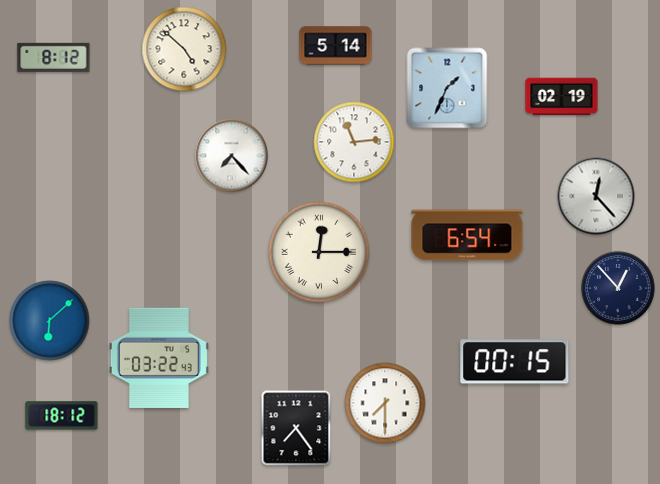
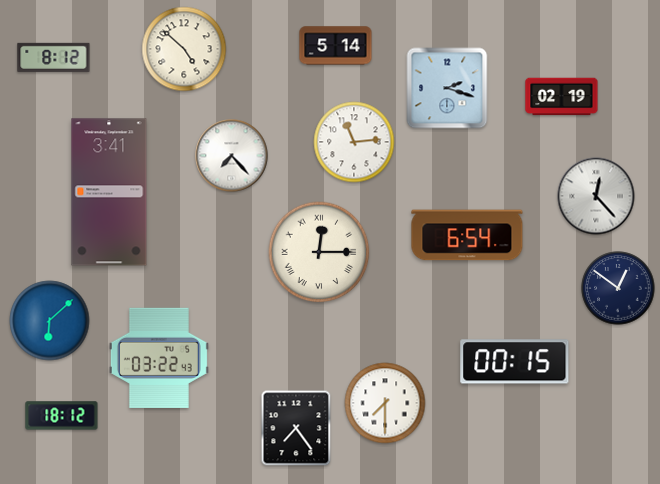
clock at (447, 88): 1:34 -> 2:18
clock at (109, 192): none -> 3:41
clock at (618, 288): 12:53 -> 12:51
